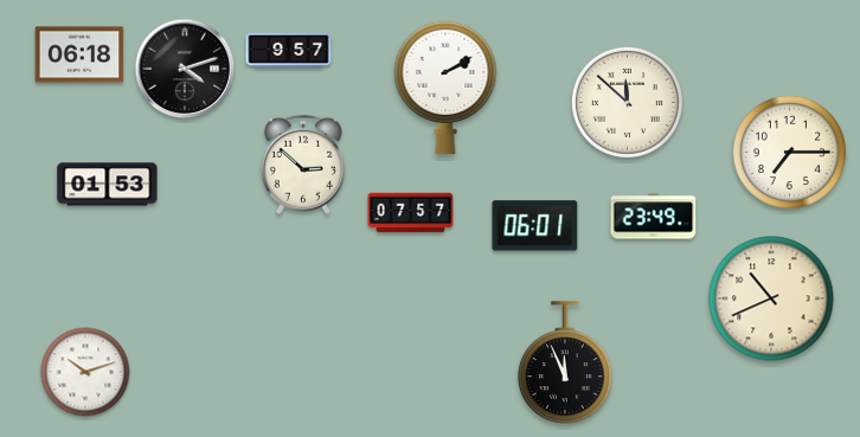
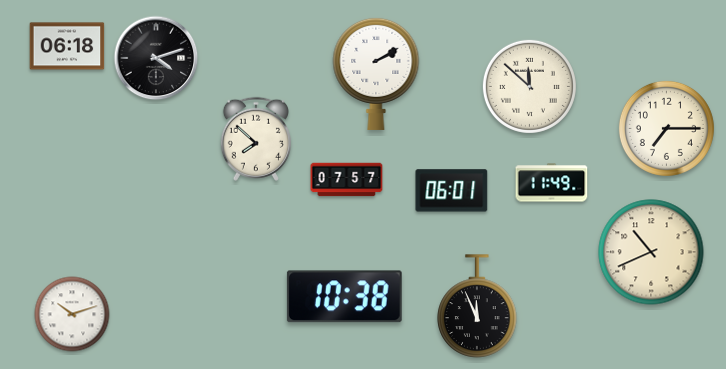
clock at (289, 51): 9:57 -> none
clock at (303, 165): 2:52 -> 7:52
clock at (108, 185): 01:53 -> none
clock at (654, 217): 23:49 -> 11:49
clock at (344, 297): none -> 10:38
